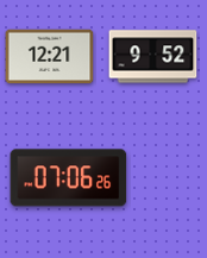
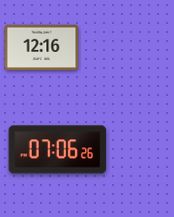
clock at (50, 57): 12:21 -> 12:16
clock at (153, 57): 9:52 -> none
